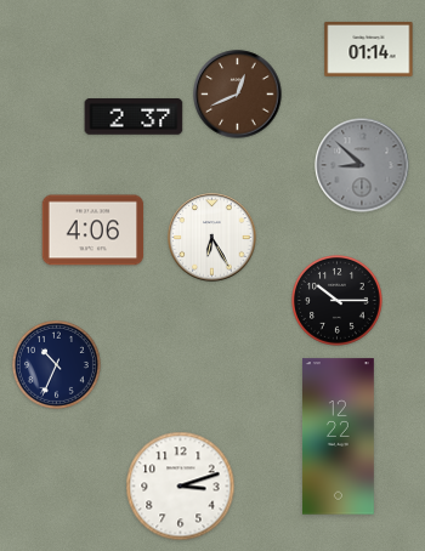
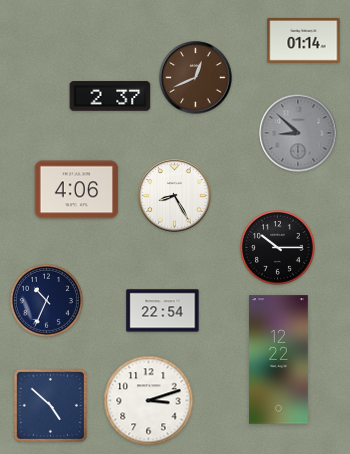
clock at (362, 165) position: (362, 165) -> (298, 133)
clock at (212, 238): 6:25 -> 8:25
clock at (163, 311): none -> 22:54
clock at (50, 405): none -> 4:52
